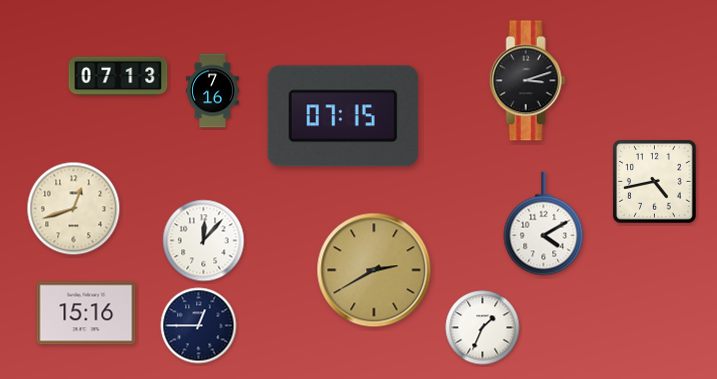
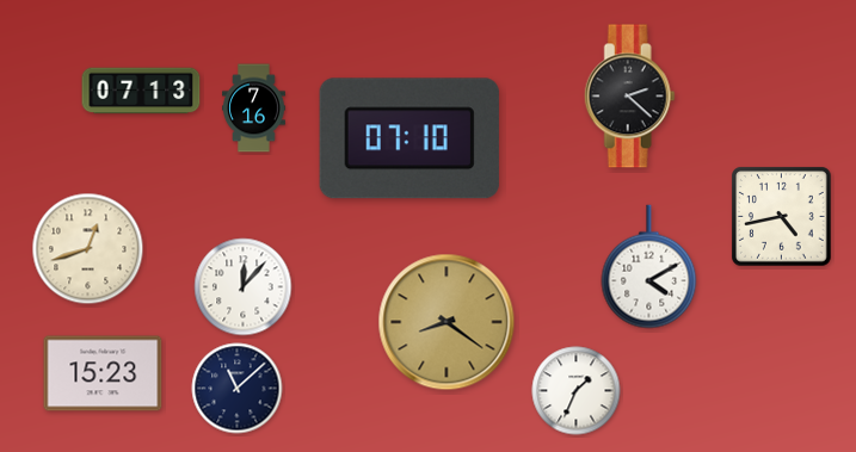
clock at (527, 81): 3:12 -> 2:22
clock at (343, 116): 07:15 -> 07:10
clock at (374, 270): 2:40 -> 8:21
clock at (86, 313): 15:16 -> 15:23
clock at (199, 326): 12:45 -> 11:08
